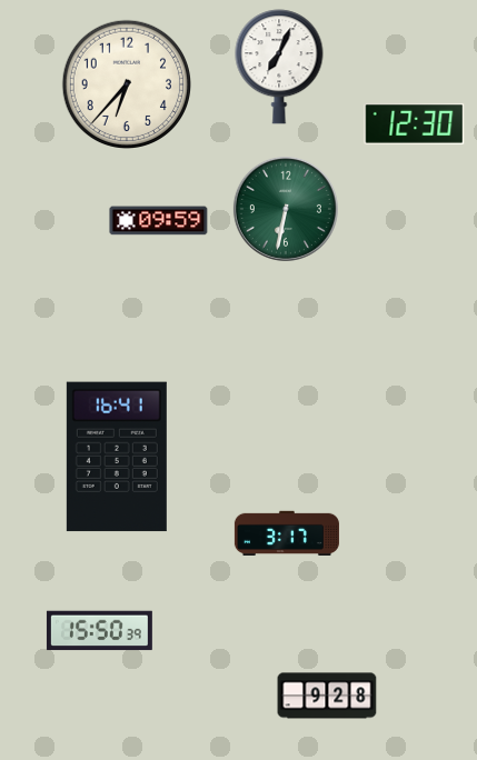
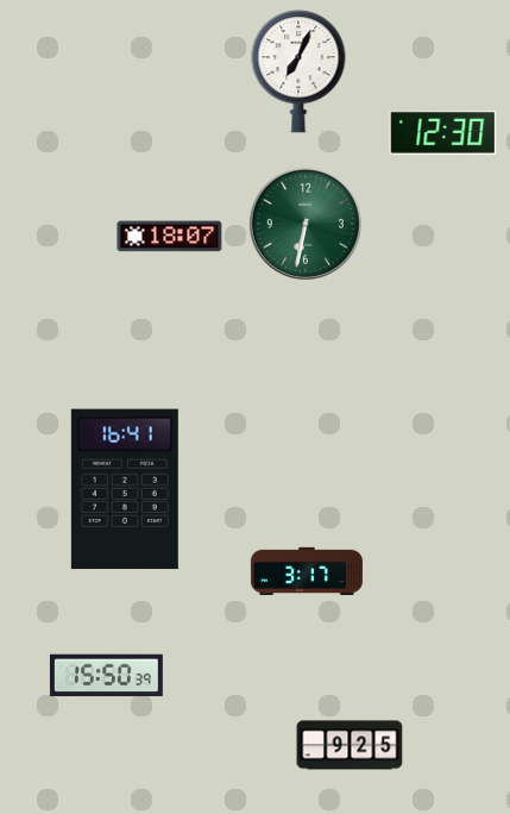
clock at (126, 83): 6:37 -> none
clock at (159, 221): 09:59 -> 18:07
clock at (327, 696): 9:28 -> 9:25
